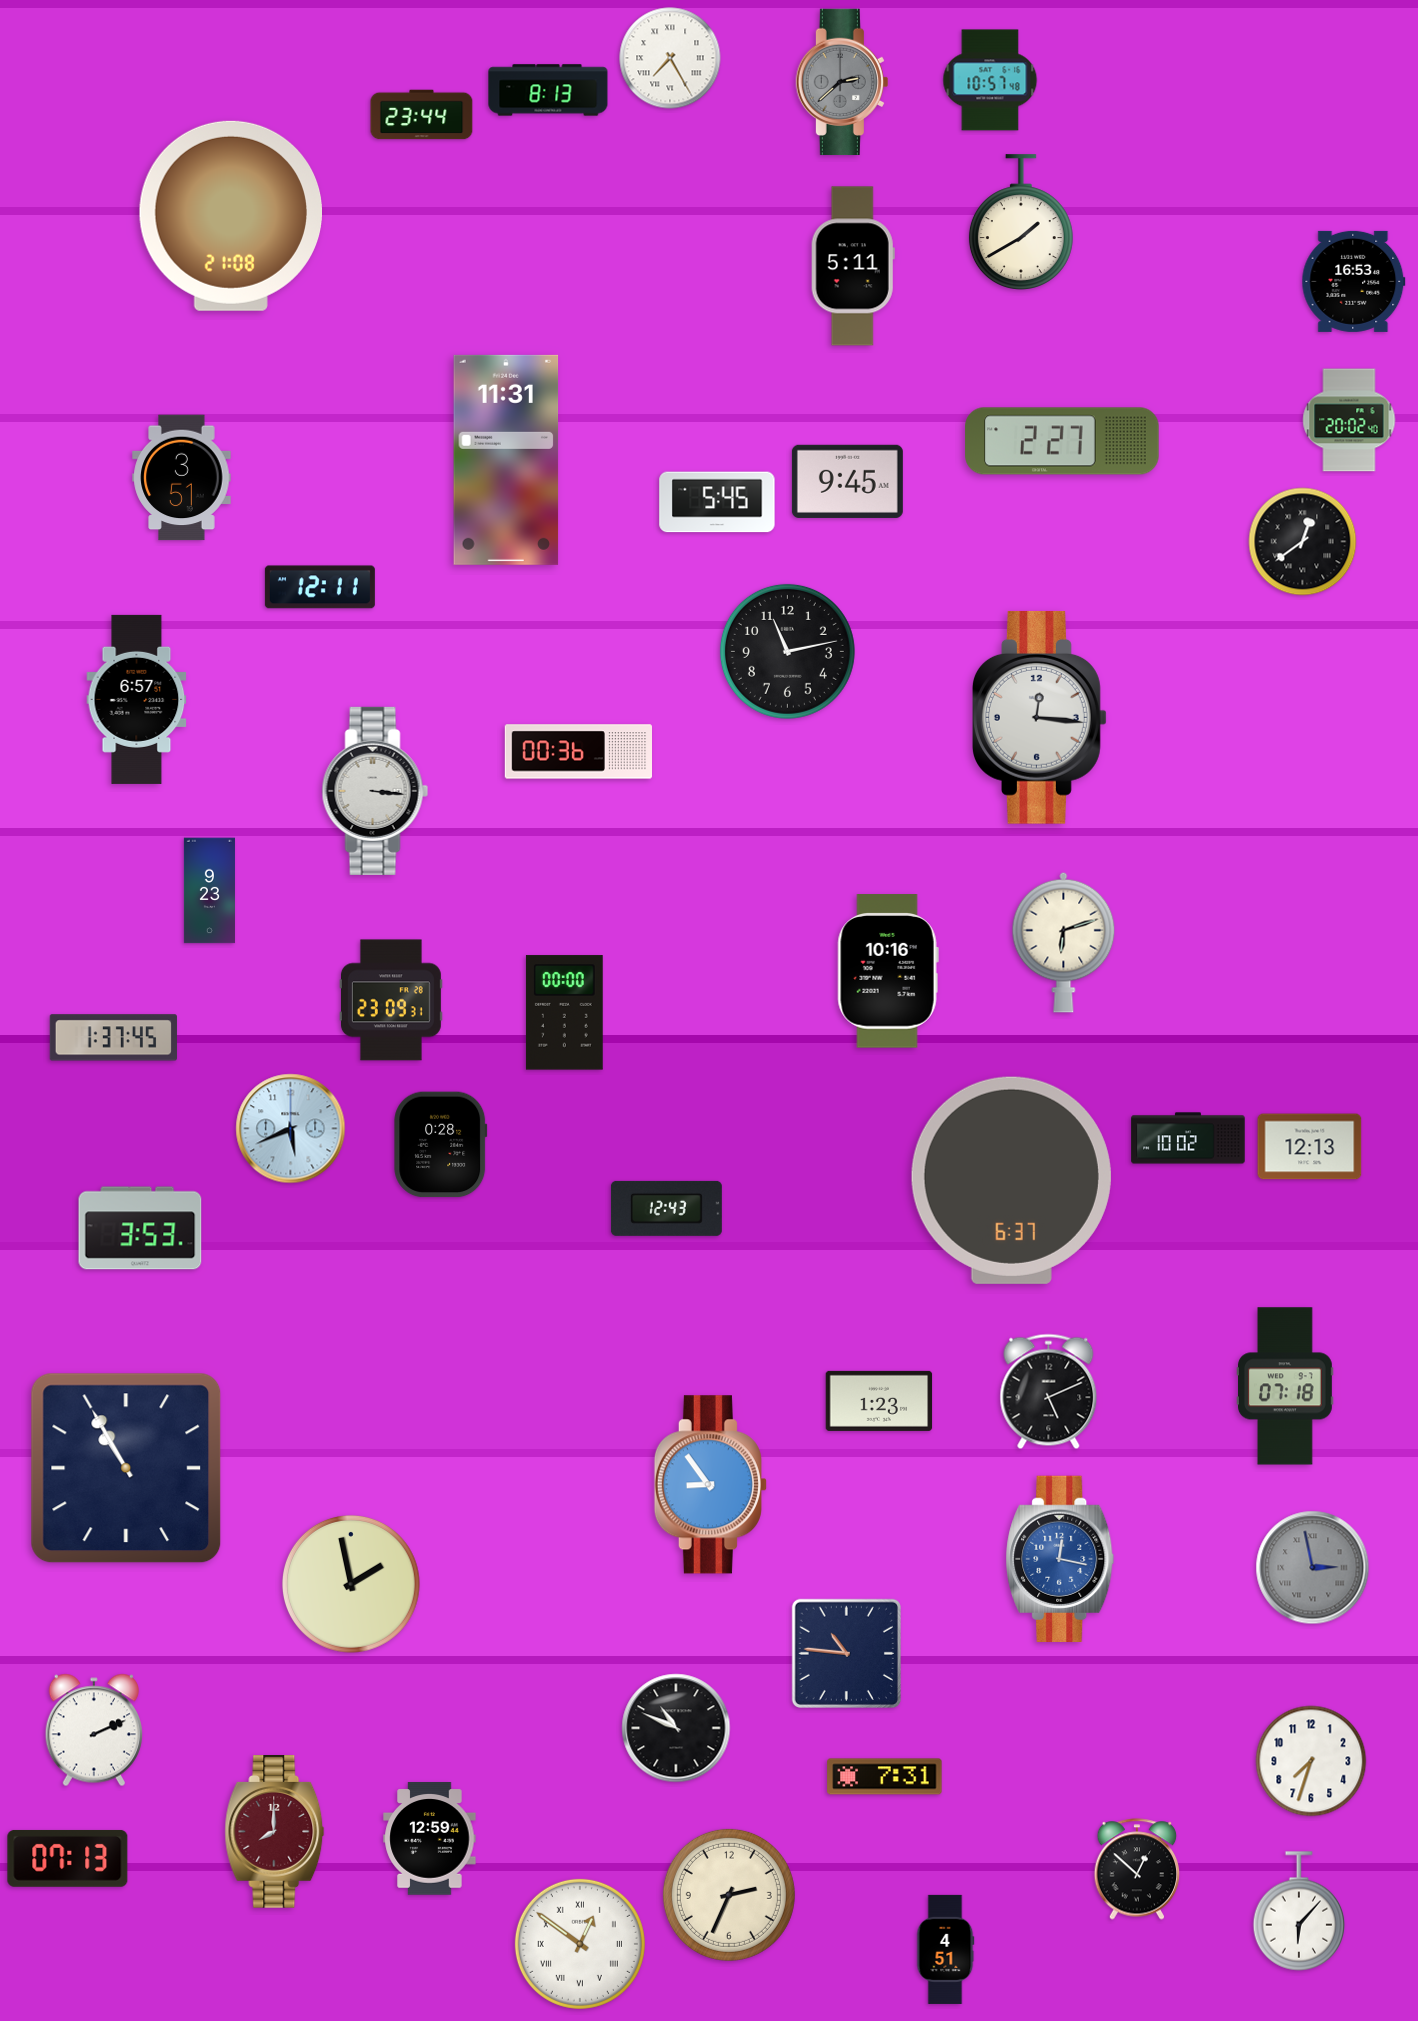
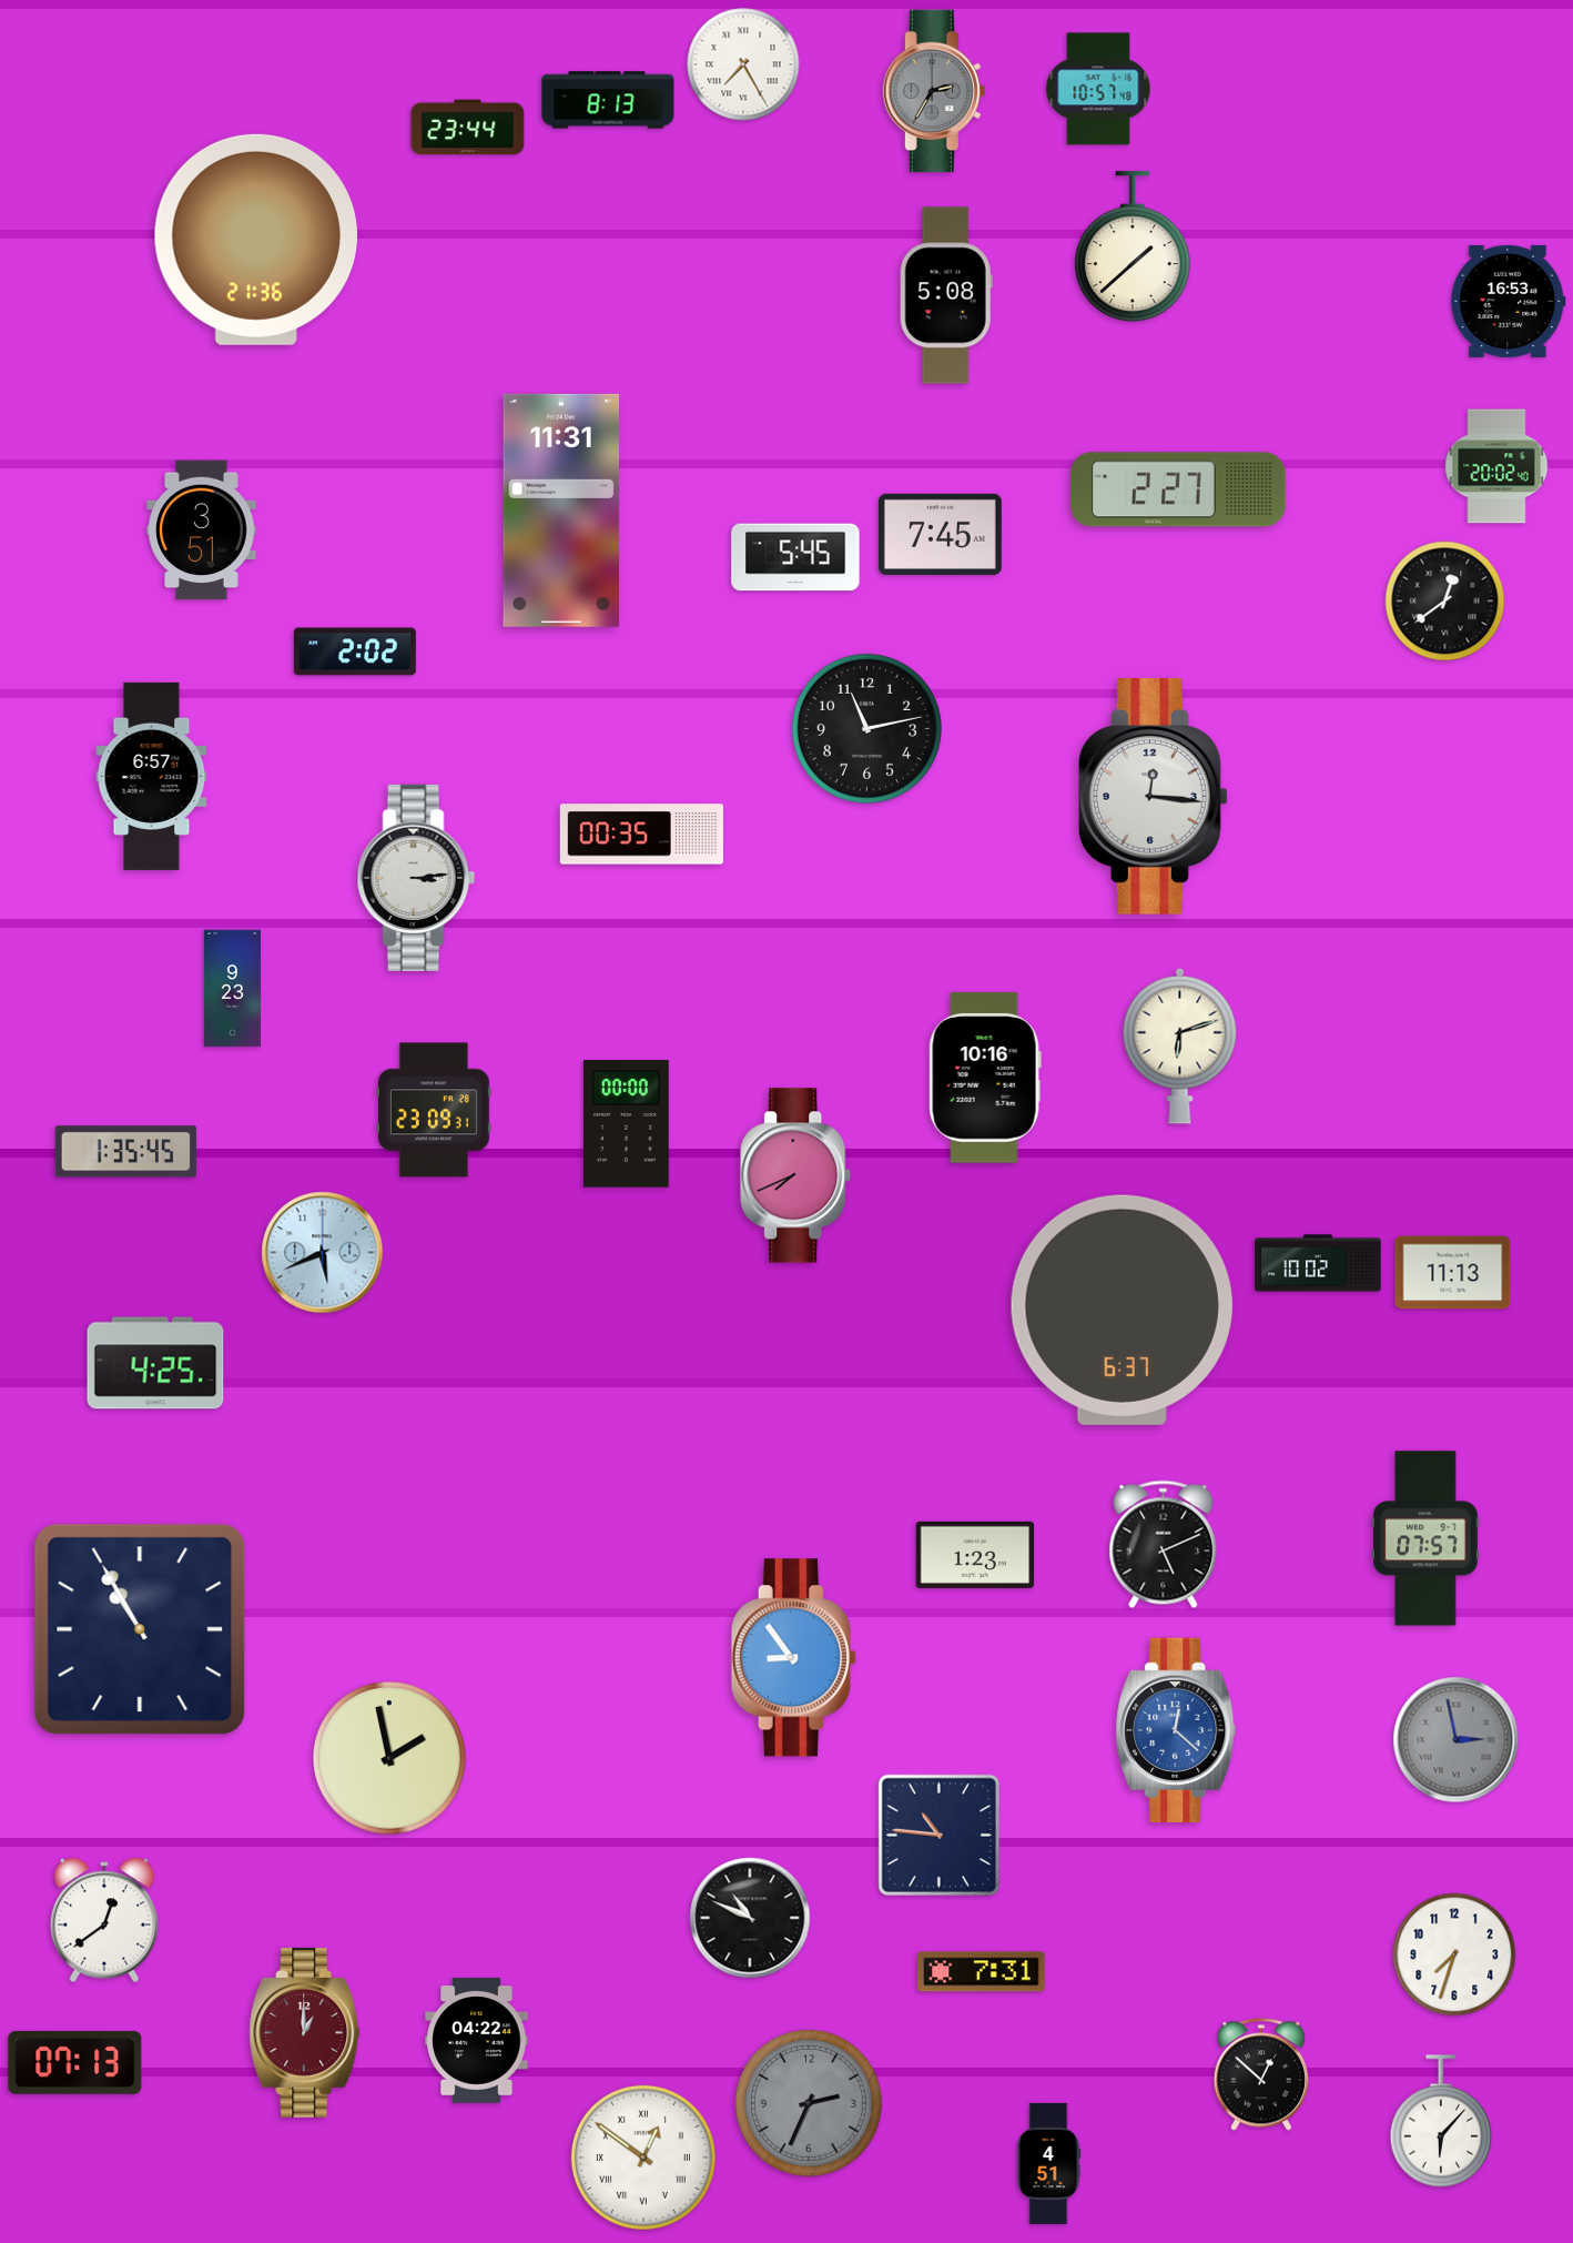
clock at (842, 82): 2:38 -> 2:35
clock at (230, 216): 21:08 -> 21:36
clock at (1021, 222): 1:40 -> 1:38
clock at (853, 266): 5:11 -> 5:08
clock at (1354, 281) position: (1354, 281) -> (1509, 301)
clock at (847, 481): 9:45 -> 7:45
clock at (320, 587): 12:11 -> 2:02
clock at (787, 651) position: (787, 651) -> (866, 728)
clock at (578, 752): 00:36 -> 00:35
clock at (375, 791): 3:16 -> 3:14
clock at (113, 1038): 1:37 -> 1:35
clock at (796, 1175): none -> 7:41
clock at (441, 1145): 0:28 -> none
clock at (1310, 1147): 12:13 -> 11:13
clock at (666, 1208): 12:43 -> none
clock at (140, 1228): 3:53 -> 4:25
clock at (1286, 1386): 07:18 -> 07:57
clock at (710, 1485) position: (710, 1485) -> (793, 1658)
clock at (1060, 1558): 12:17 -> 12:22
clock at (93, 1730): 2:11 -> 12:39
clock at (275, 1832): 8:00 -> 1:00
clock at (430, 1839): 12:59 -> 04:22
clock at (729, 1895) dial: cream -> grey
